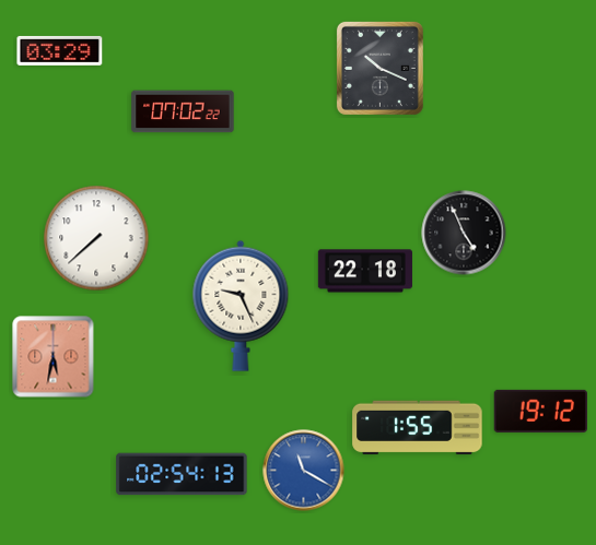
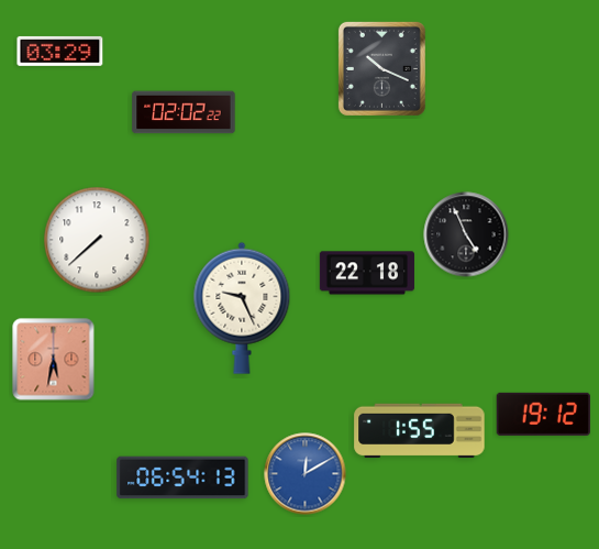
clock at (183, 111): 07:02 -> 02:02
clock at (304, 471): 11:20 -> 12:10
clock at (182, 474): 02:54 -> 06:54
